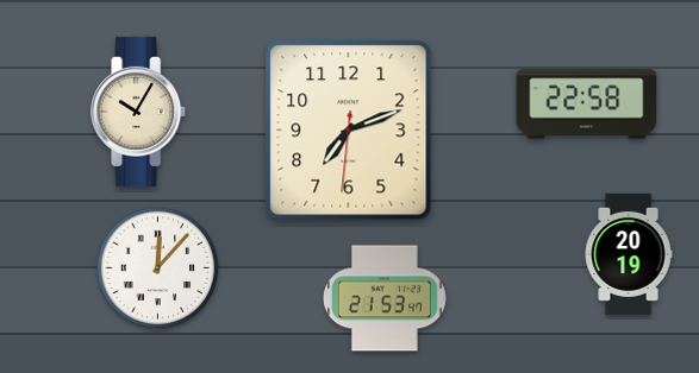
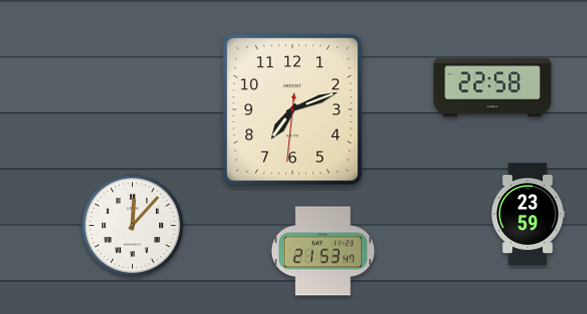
clock at (139, 112): 10:05 -> none
clock at (629, 254): 20:19 -> 23:59
